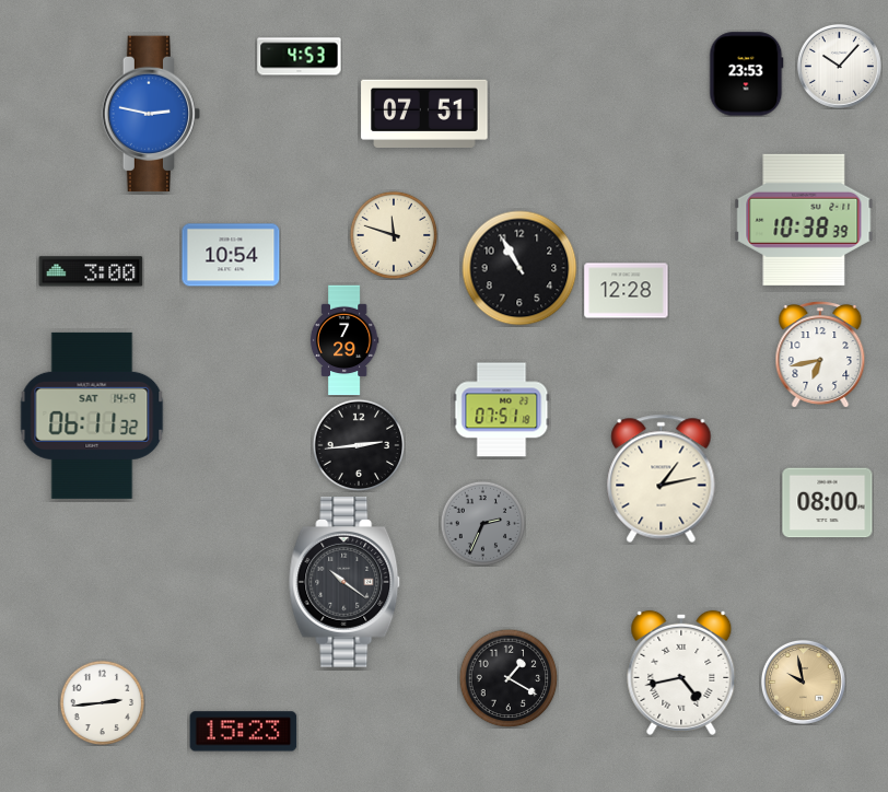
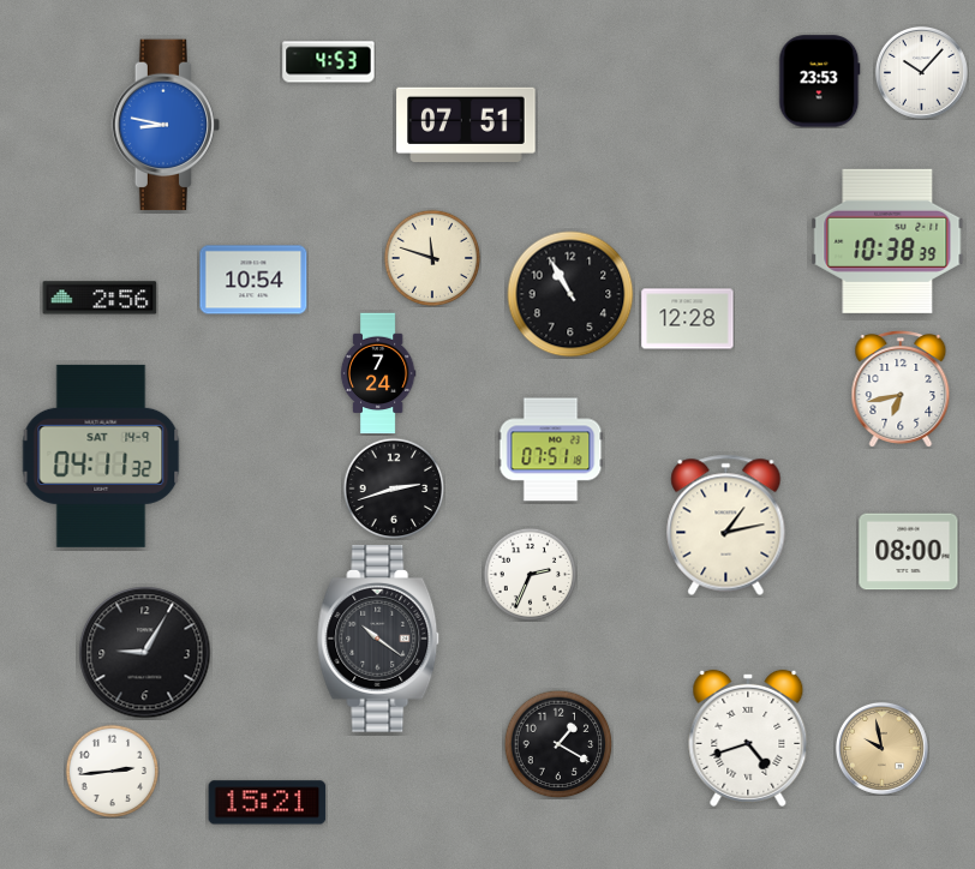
clock at (151, 114): 2:47 -> 8:47
clock at (804, 220) position: (804, 220) -> (887, 241)
clock at (91, 271): 3:00 -> 2:56
clock at (344, 340): 7:29 -> 7:24
clock at (92, 416): 06:11 -> 04:11
clock at (359, 445): 2:44 -> 2:42
clock at (482, 523) dial: grey -> white
clock at (145, 653): none -> 9:05
clock at (681, 673): 4:43 -> 4:42
clock at (244, 732): 15:23 -> 15:21
